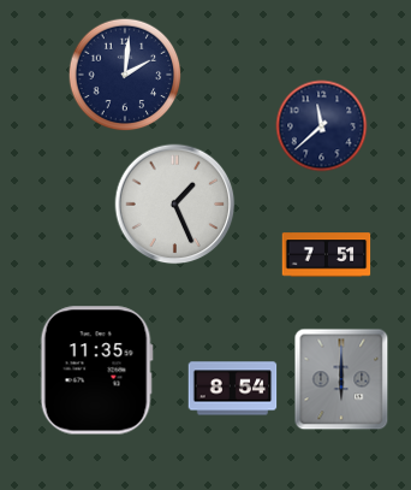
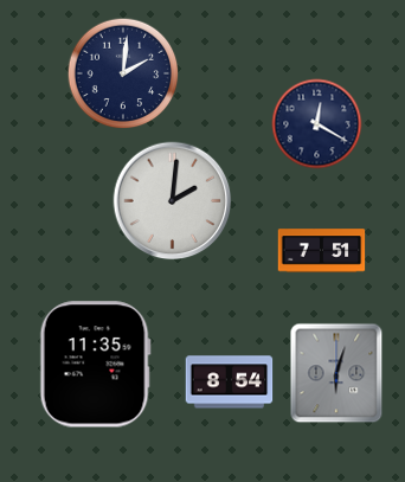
clock at (322, 126): 11:38 -> 12:20
clock at (175, 205): 1:26 -> 2:01
clock at (341, 379): 6:00 -> 6:03
